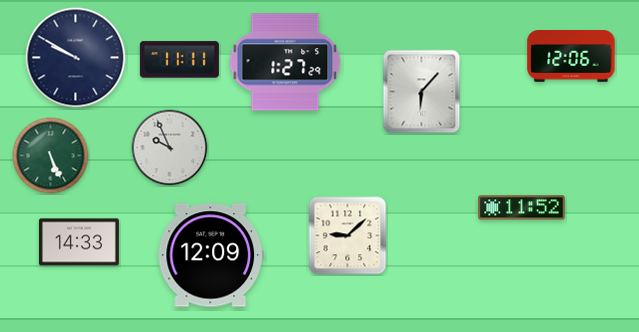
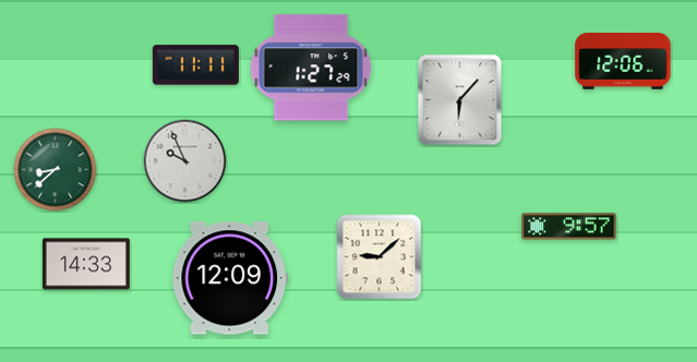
clock at (76, 58): 9:50 -> none
clock at (51, 156): 5:26 -> 8:38
clock at (522, 208): 11:52 -> 9:57
